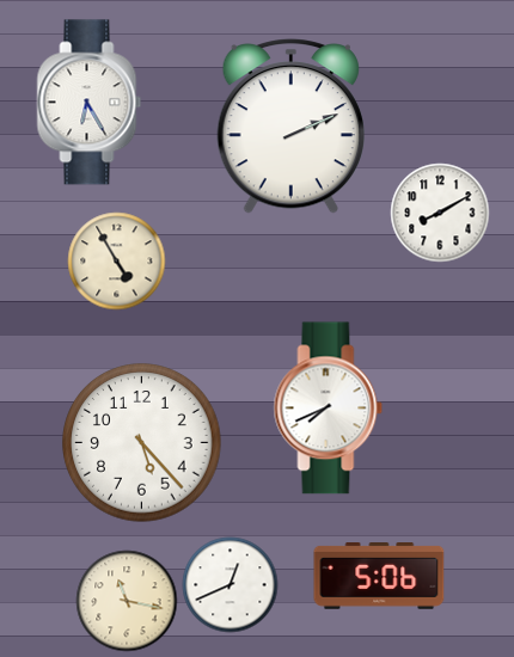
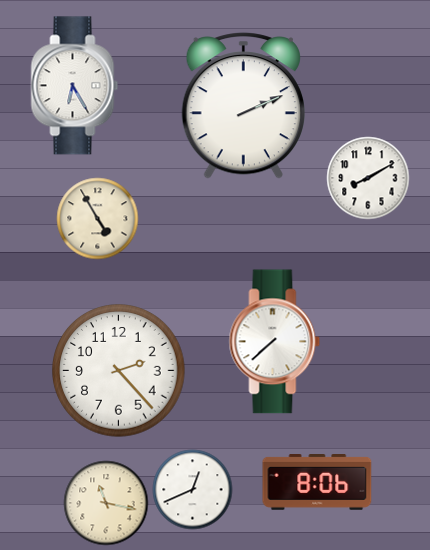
clock at (329, 409): 7:41 -> 7:38
clock at (142, 443): 5:23 -> 2:23
clock at (379, 577): 5:06 -> 8:06
